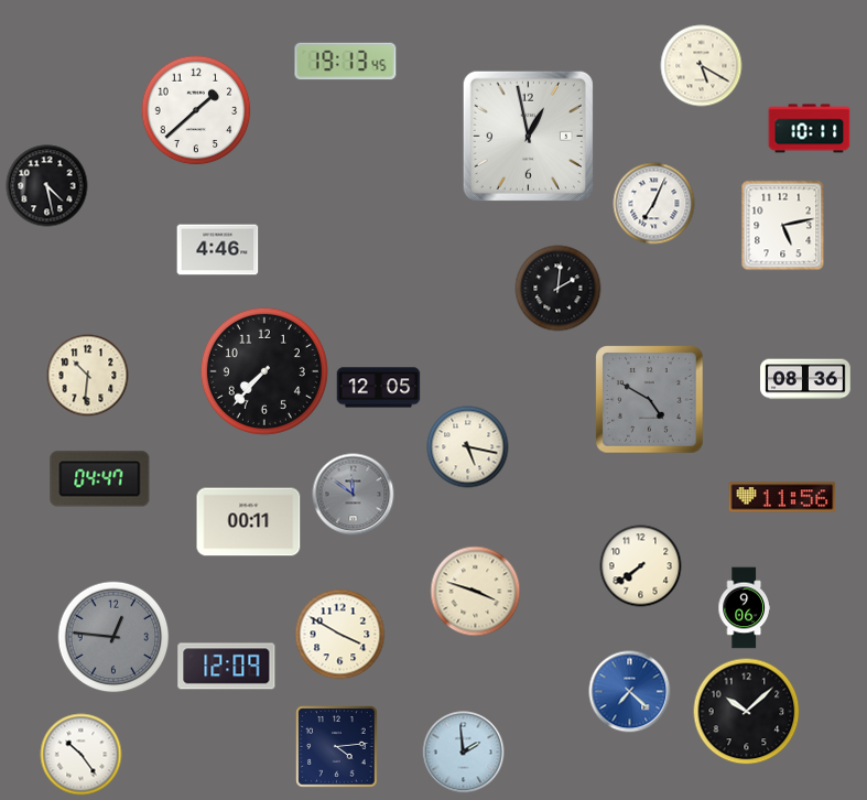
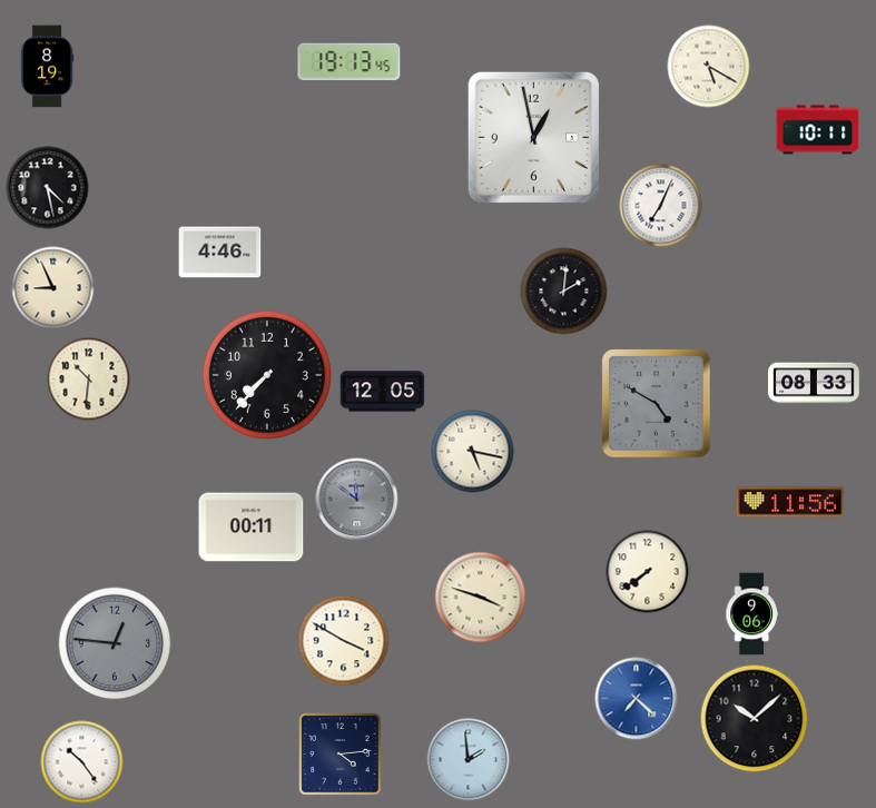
clock at (47, 67): none -> 8:19
clock at (196, 110): 1:38 -> none
clock at (783, 226): 5:13 -> none
clock at (53, 288): none -> 8:56
clock at (805, 379): 08:36 -> 08:33
clock at (100, 479): 04:47 -> none
clock at (227, 667): 12:09 -> none
